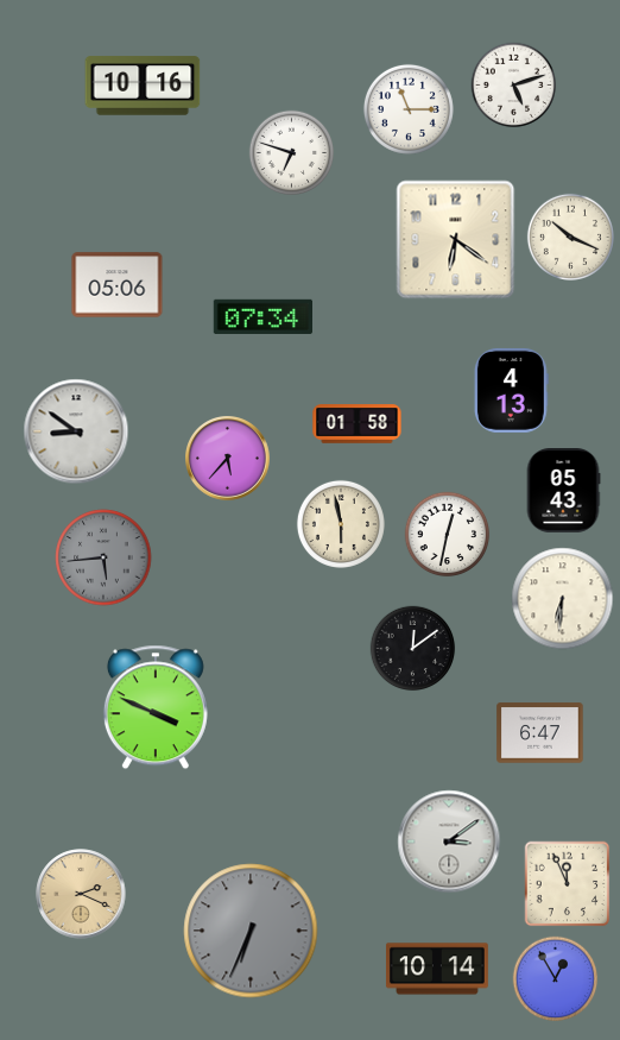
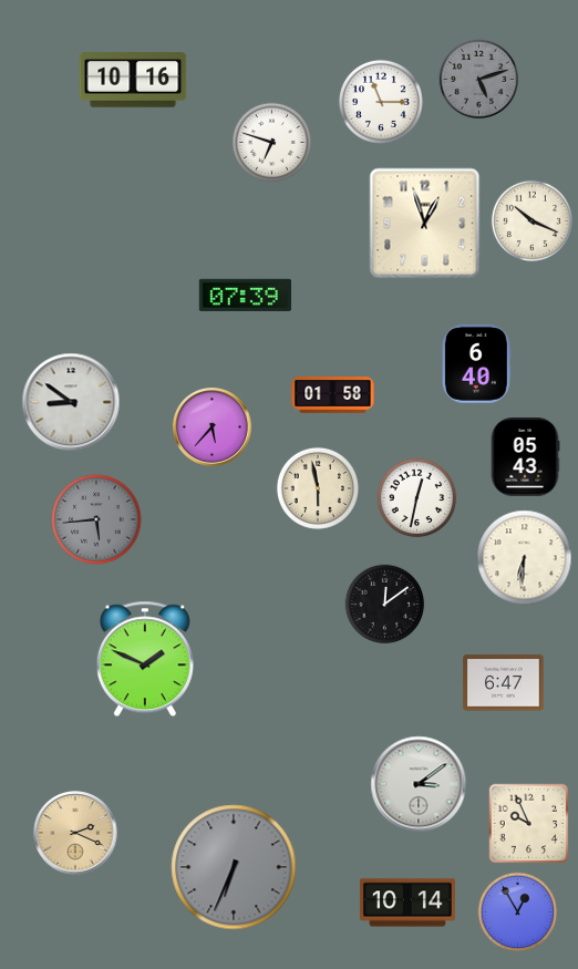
clock at (514, 86) dial: white -> grey
clock at (456, 240): 6:21 -> 12:57
clock at (118, 285): 05:06 -> none
clock at (262, 316): 07:34 -> 07:39
clock at (511, 391): 4:13 -> 6:40
clock at (156, 707): 3:49 -> 1:49
clock at (568, 884): 11:56 -> 9:56
